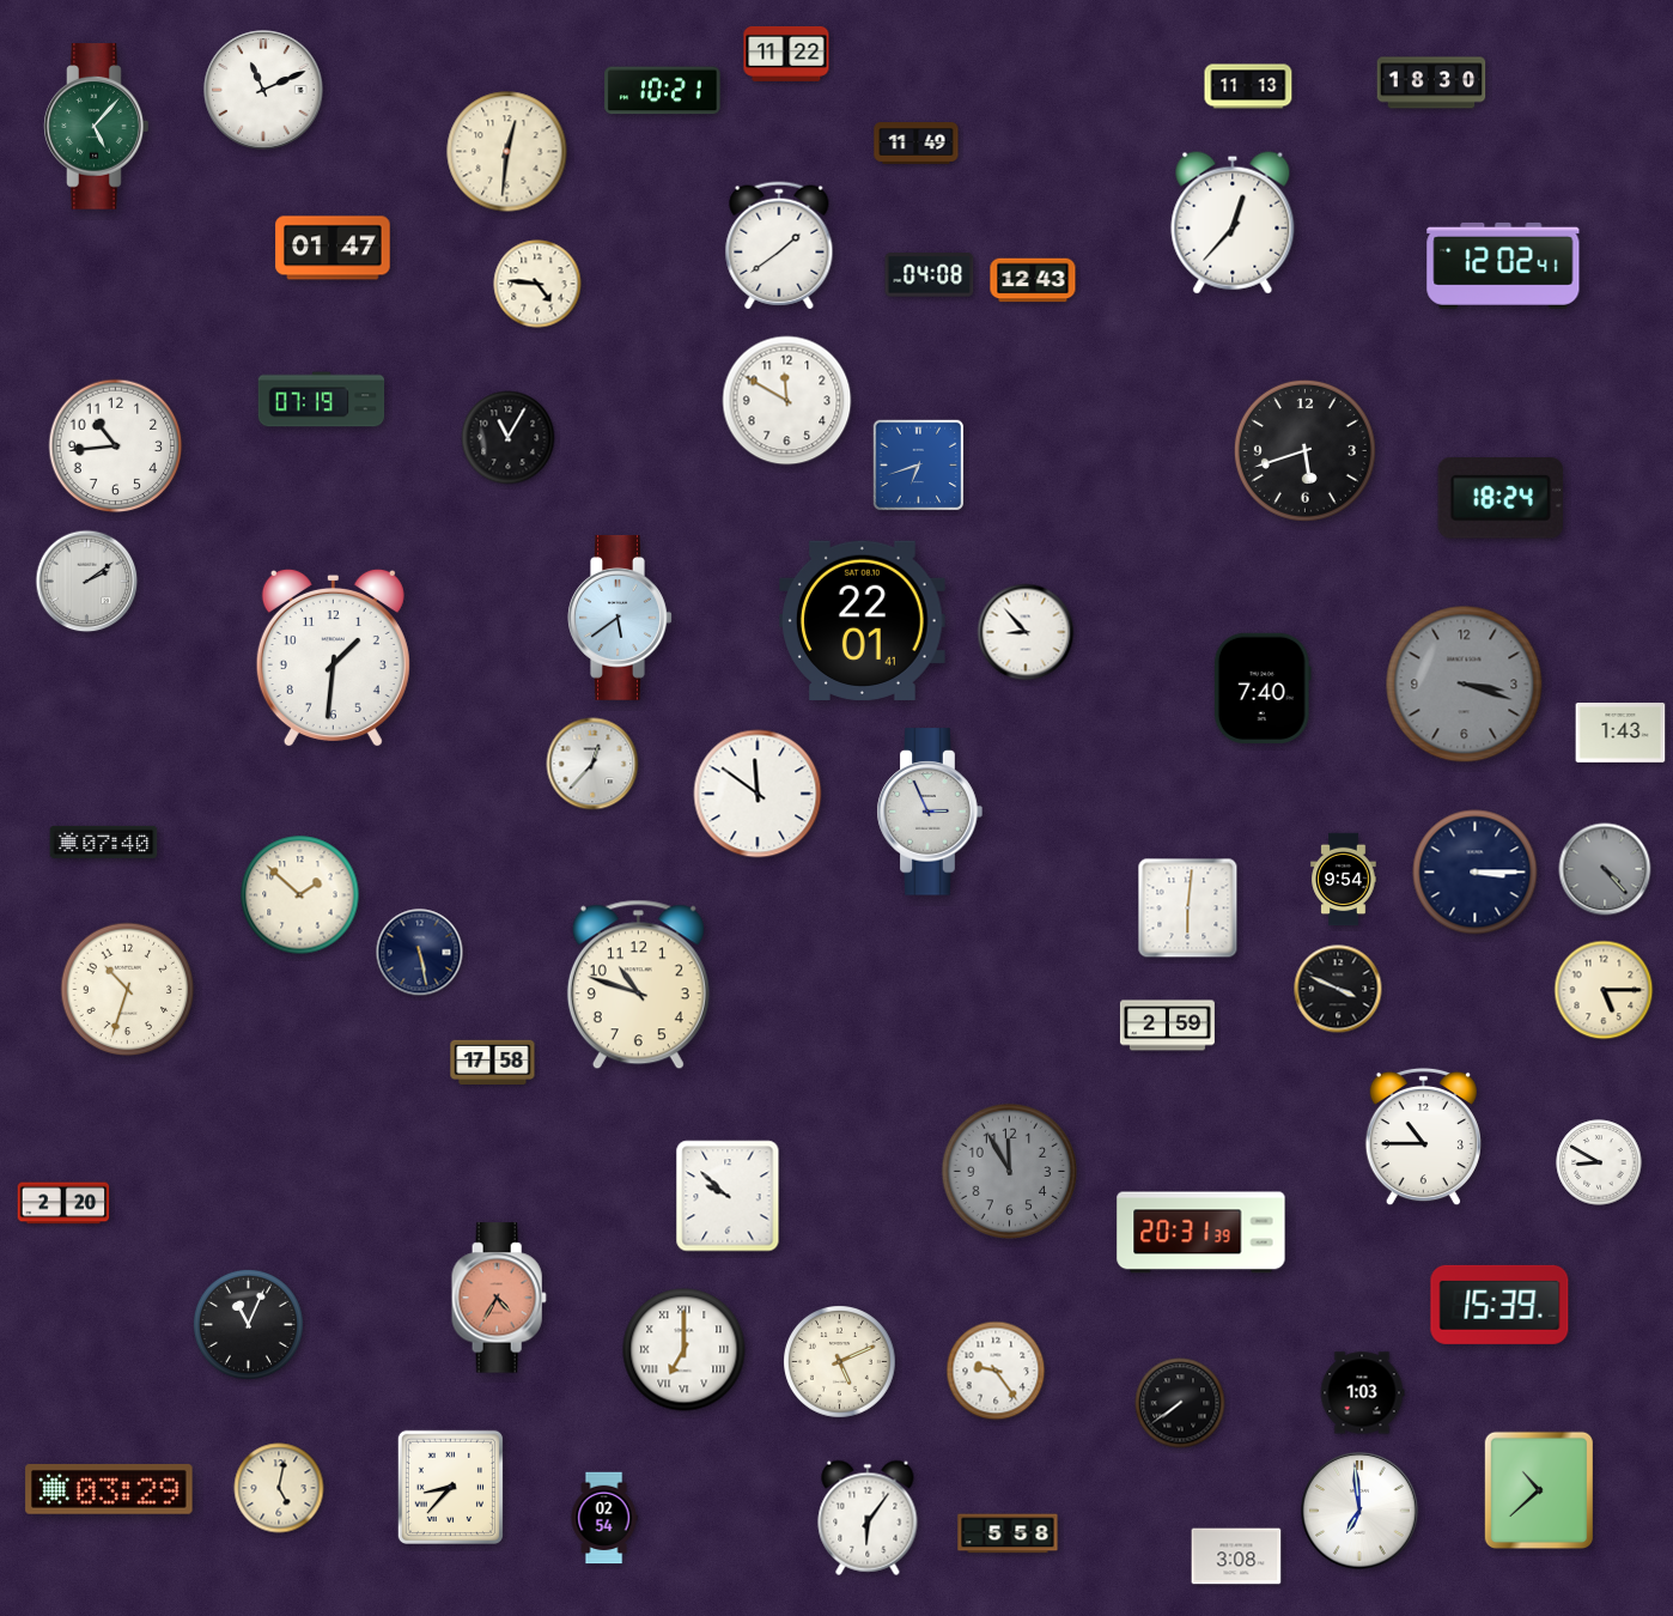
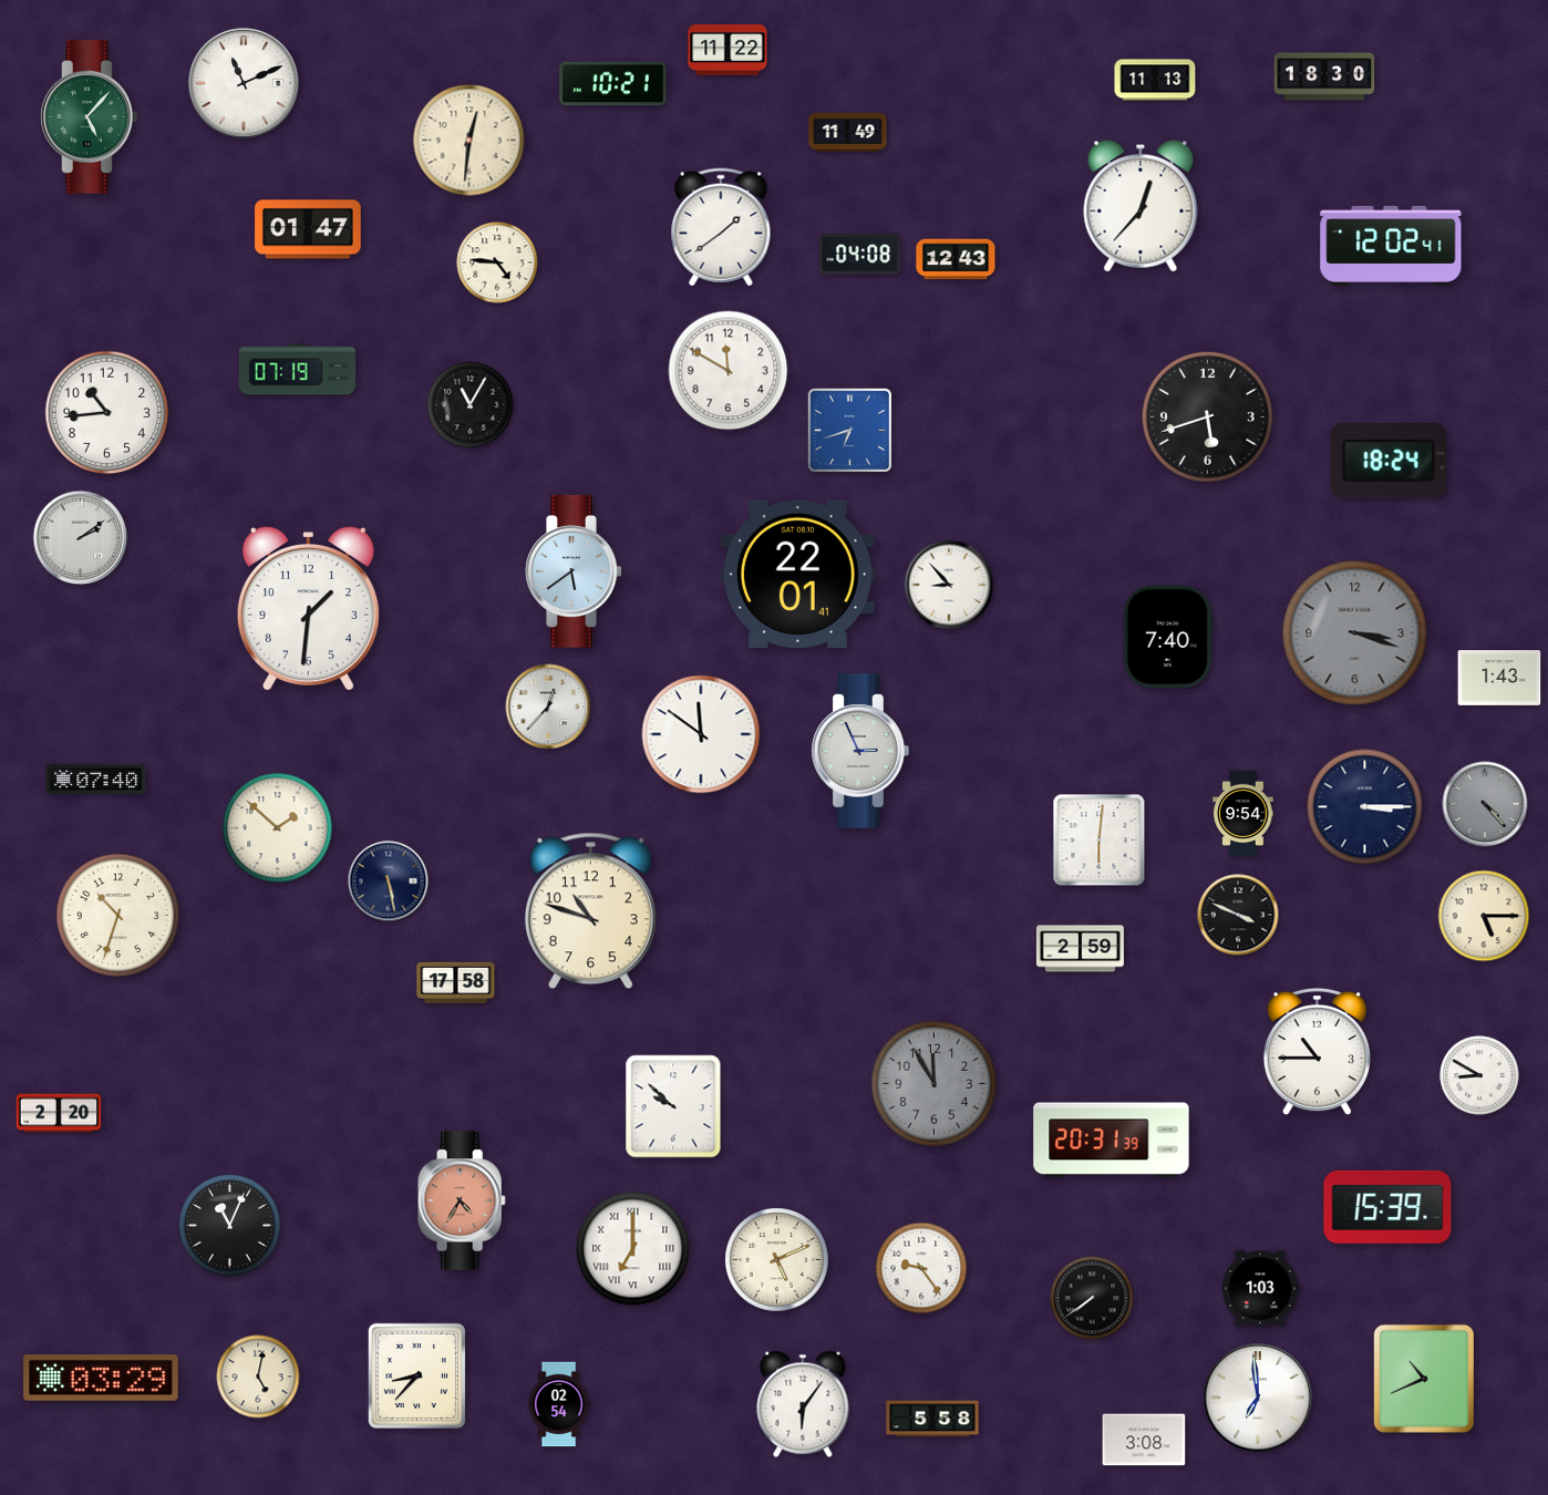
clock at (1539, 1490): 10:38 -> 10:41
